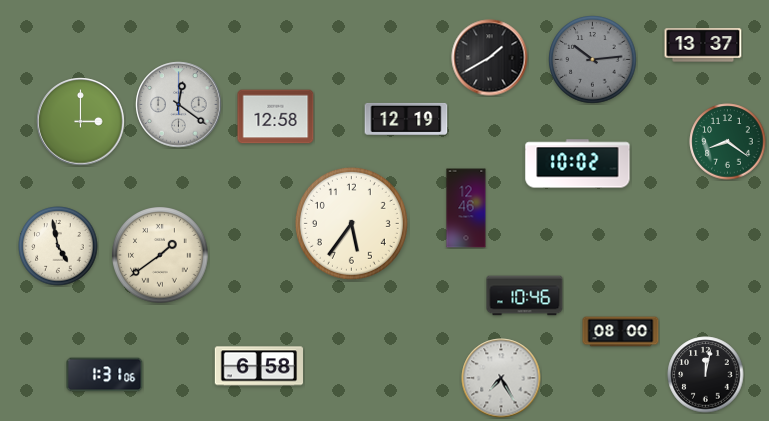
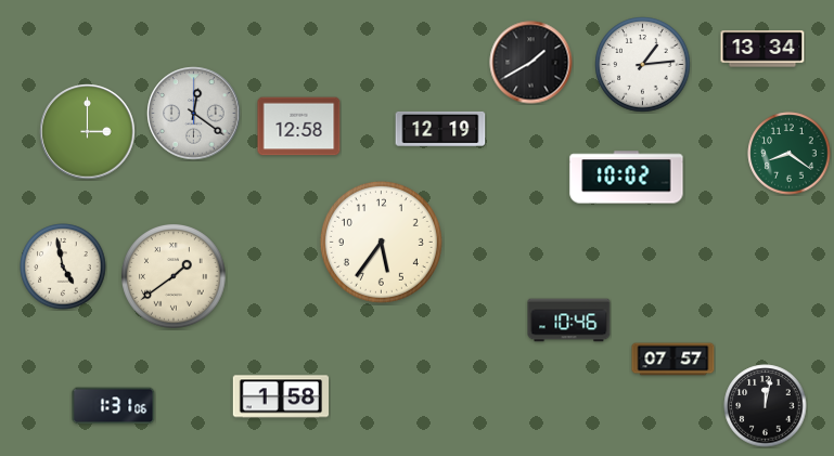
clock at (703, 45): 13:37 -> 13:34
clock at (593, 60): 10:14 -> 1:14
clock at (593, 60) dial: grey -> white
clock at (466, 208): 12:46 -> none
clock at (621, 332): 08:00 -> 07:57
clock at (259, 366): 6:58 -> 1:58
clock at (501, 378): 7:25 -> none
